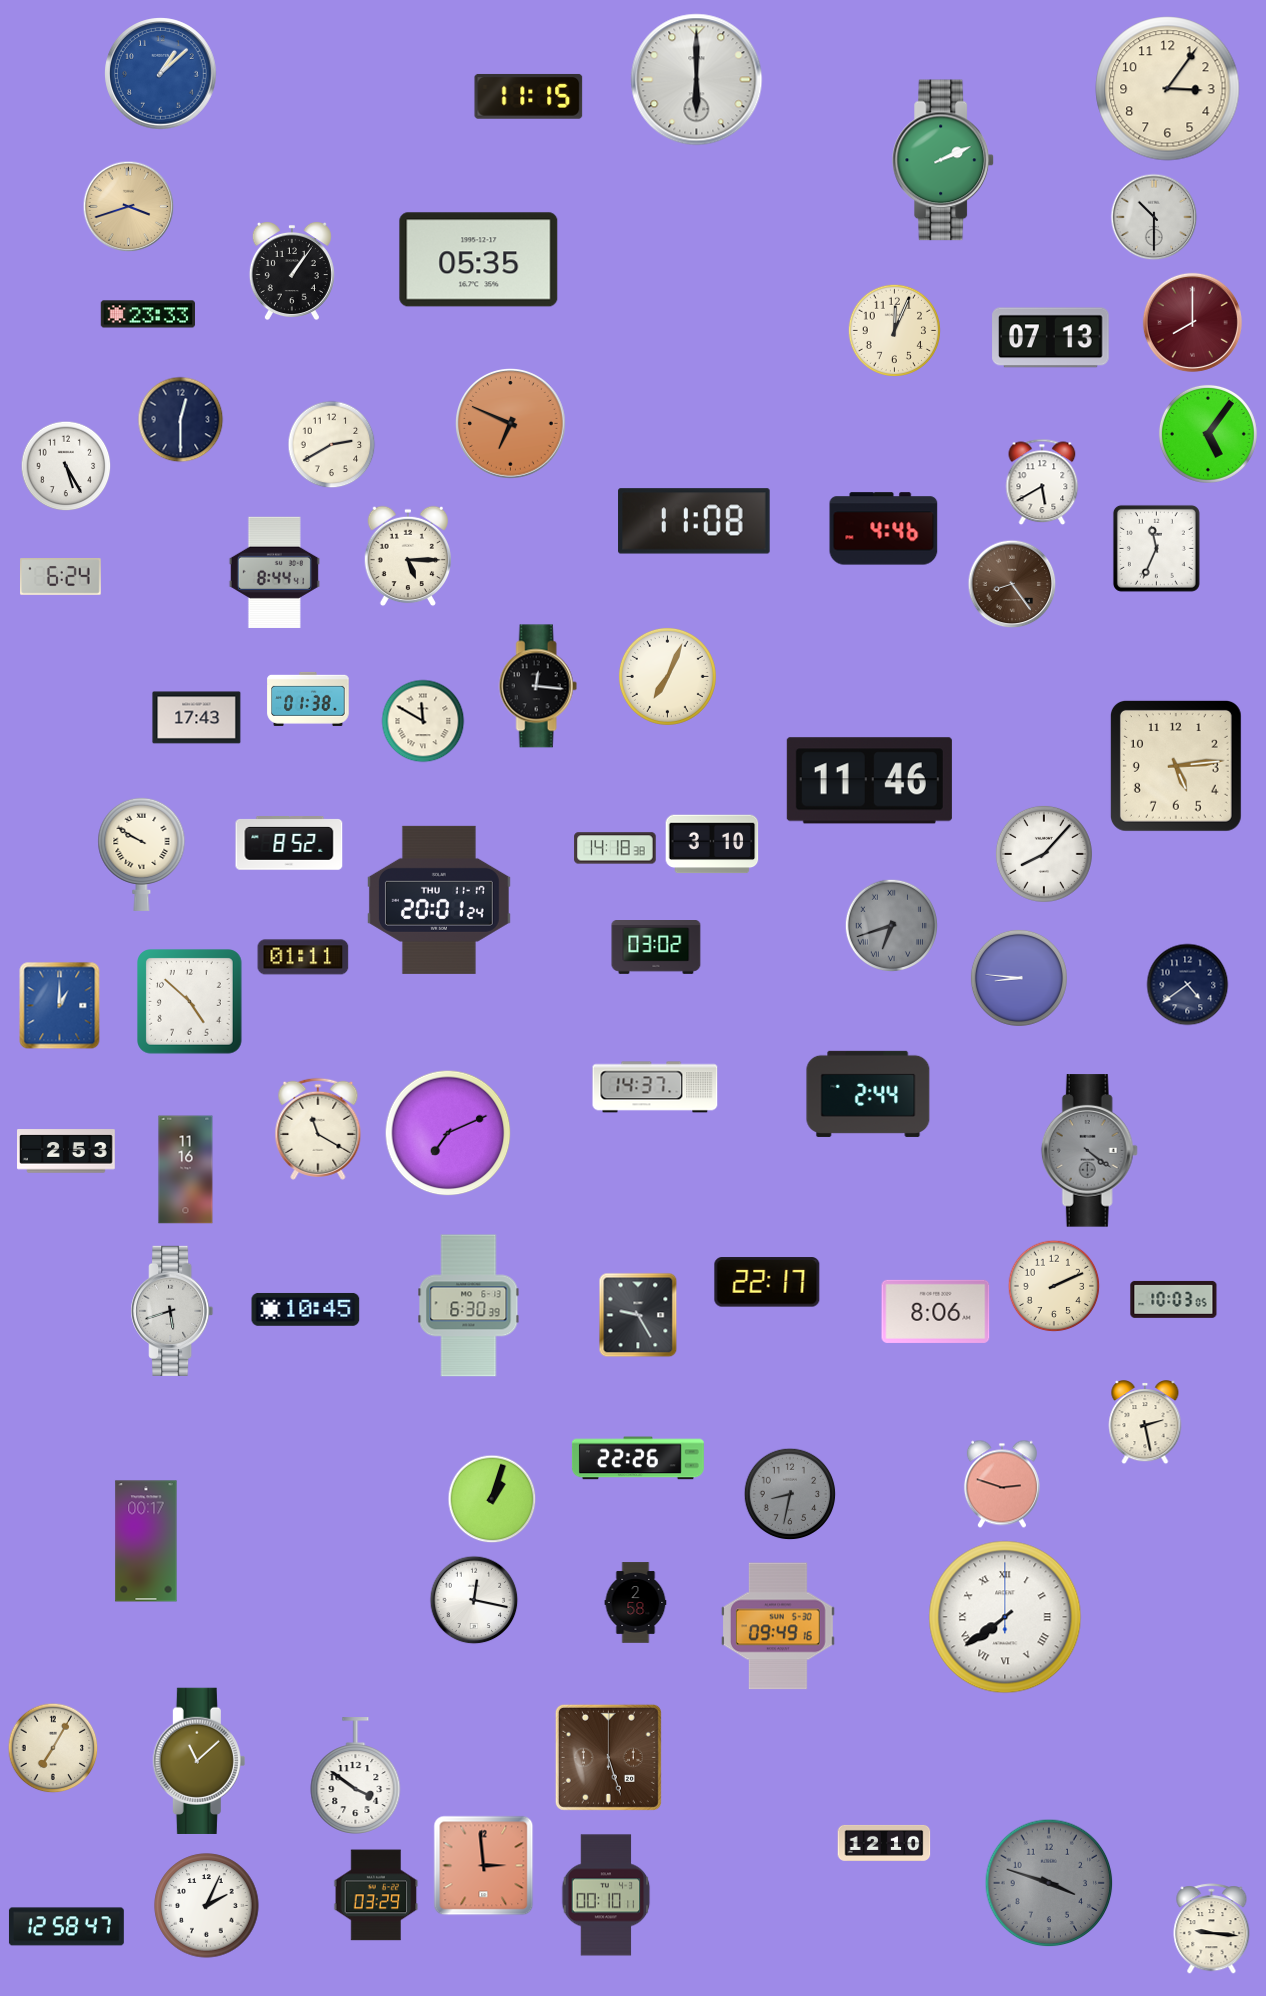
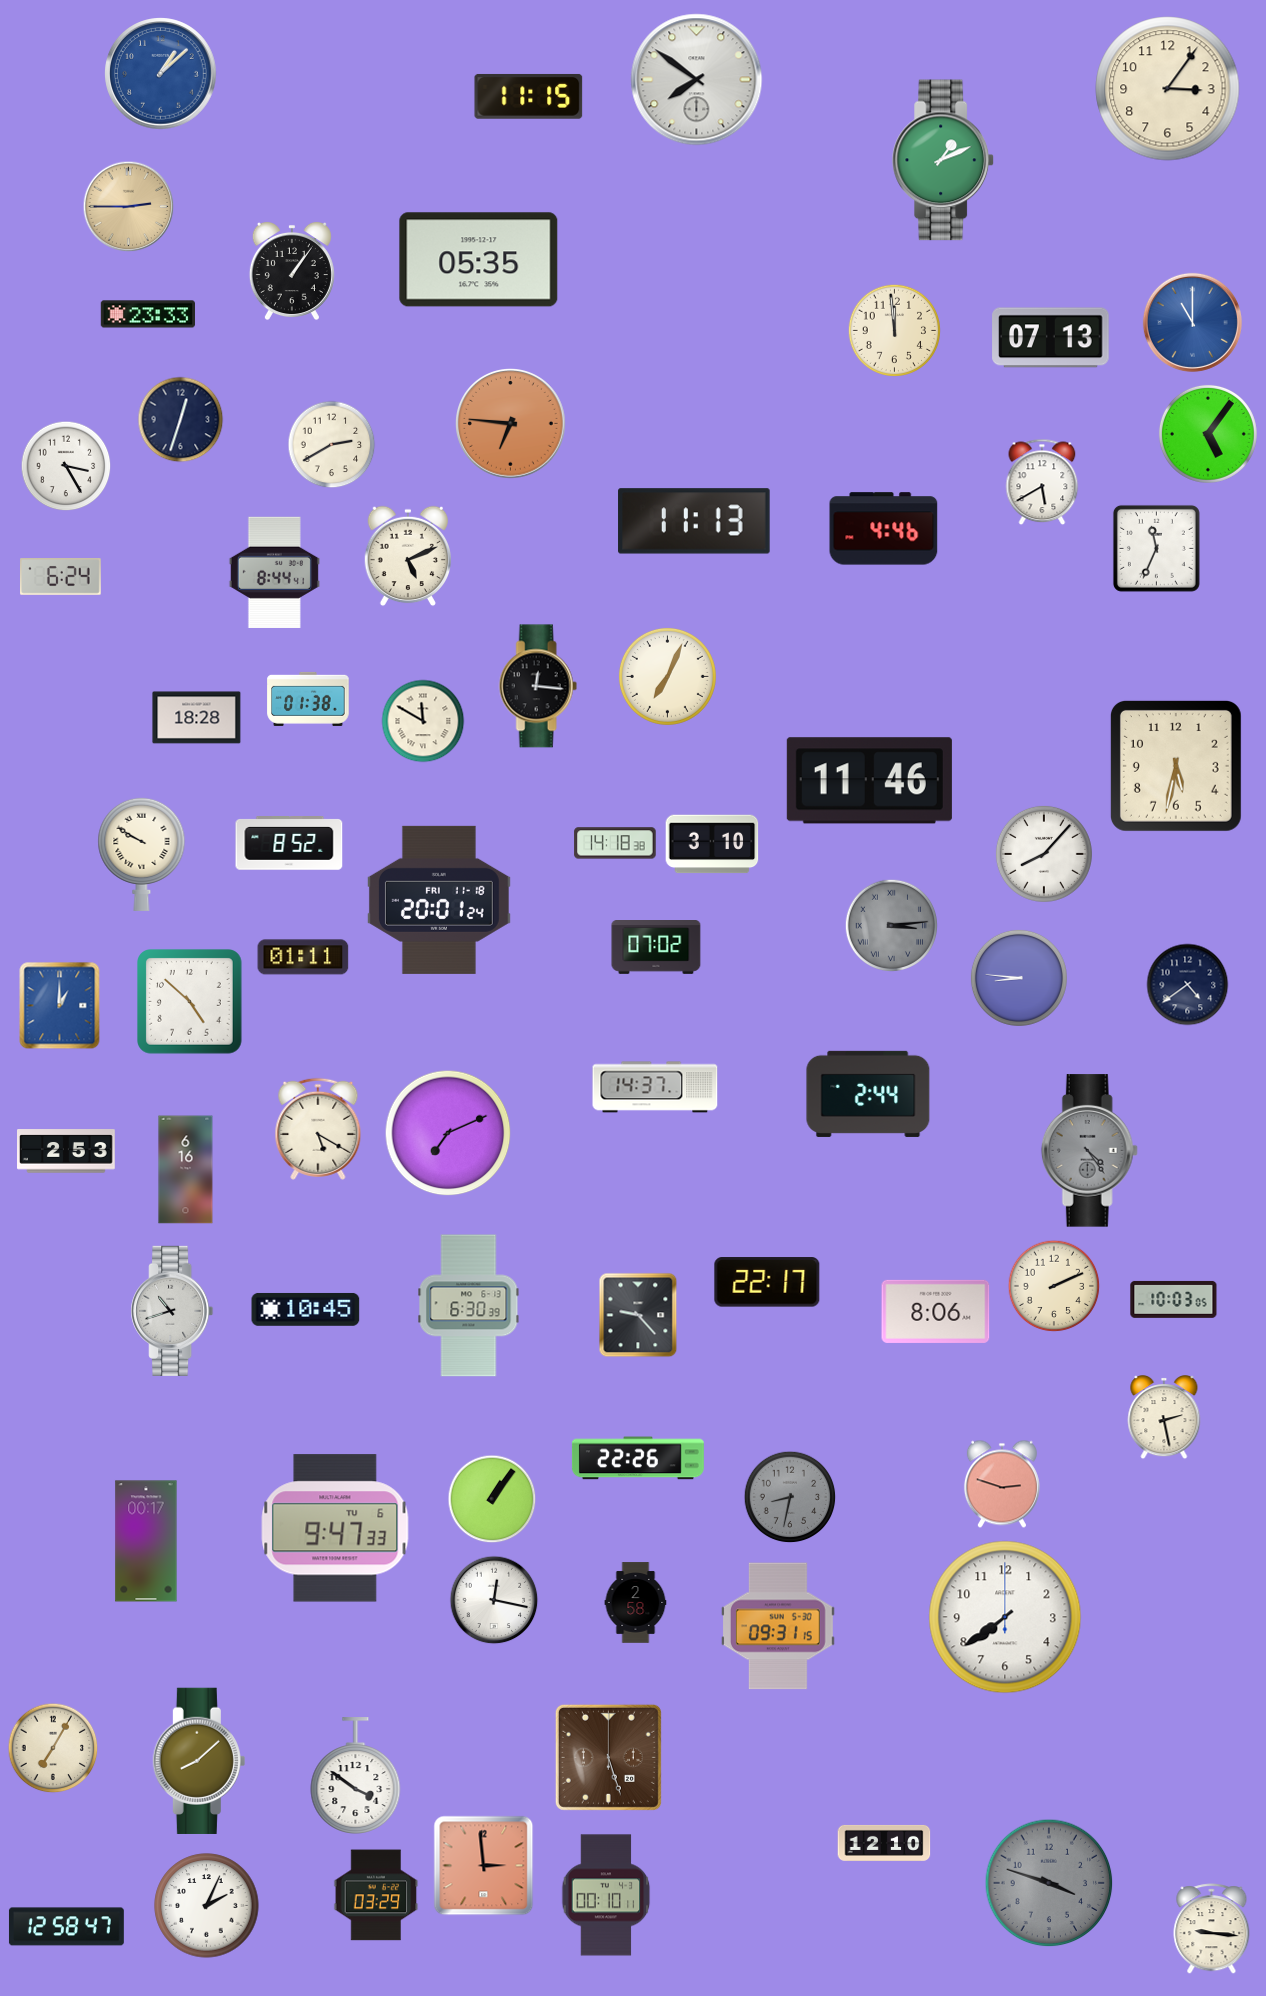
clock at (697, 80): 6:00 -> 7:51
clock at (943, 160): 2:11 -> 1:11
clock at (129, 207): 3:42 -> 2:45
clock at (1154, 217): 10:30 -> none
clock at (1192, 322): 8:00 -> 11:00
clock at (1192, 322) dial: burgundy -> blue
clock at (894, 330): 12:04 -> 11:59
clock at (181, 420): 12:30 -> 12:33
clock at (511, 424): 6:49 -> 6:46
clock at (66, 466): 5:25 -> 3:25
clock at (694, 521): 11:08 -> 11:13
clock at (407, 556): 5:15 -> 5:11
clock at (1012, 584): 8:24 -> none
clock at (197, 718): 17:43 -> 18:28
clock at (1176, 766): 5:14 -> 5:32
clock at (615, 848) position: (615, 848) -> (615, 843)
clock at (439, 900) date: THU 11-17 -> FRI 11-18
clock at (891, 925): 6:42 -> 3:14
clock at (656, 948): 03:02 -> 07:02
clock at (318, 1129): 11:20 -> 5:20
clock at (1089, 1151): 4:21 -> 4:24
clock at (186, 1170): 11:16 -> 6:16
clock at (172, 1311): 5:42 -> 10:42
clock at (638, 1315): 9:25 -> 9:23
clock at (1145, 1423) position: (1145, 1423) -> (1164, 1418)
clock at (790, 1494) position: (790, 1494) -> (790, 1497)
clock at (492, 1499): 1:03 -> 1:06
clock at (335, 1528): none -> 9:47
clock at (474, 1600) position: (474, 1600) -> (494, 1600)
clock at (1005, 1617) numerals: Roman -> Arabic
clock at (778, 1626): 09:49 -> 09:31
clock at (199, 1761): 11:08 -> 8:08
